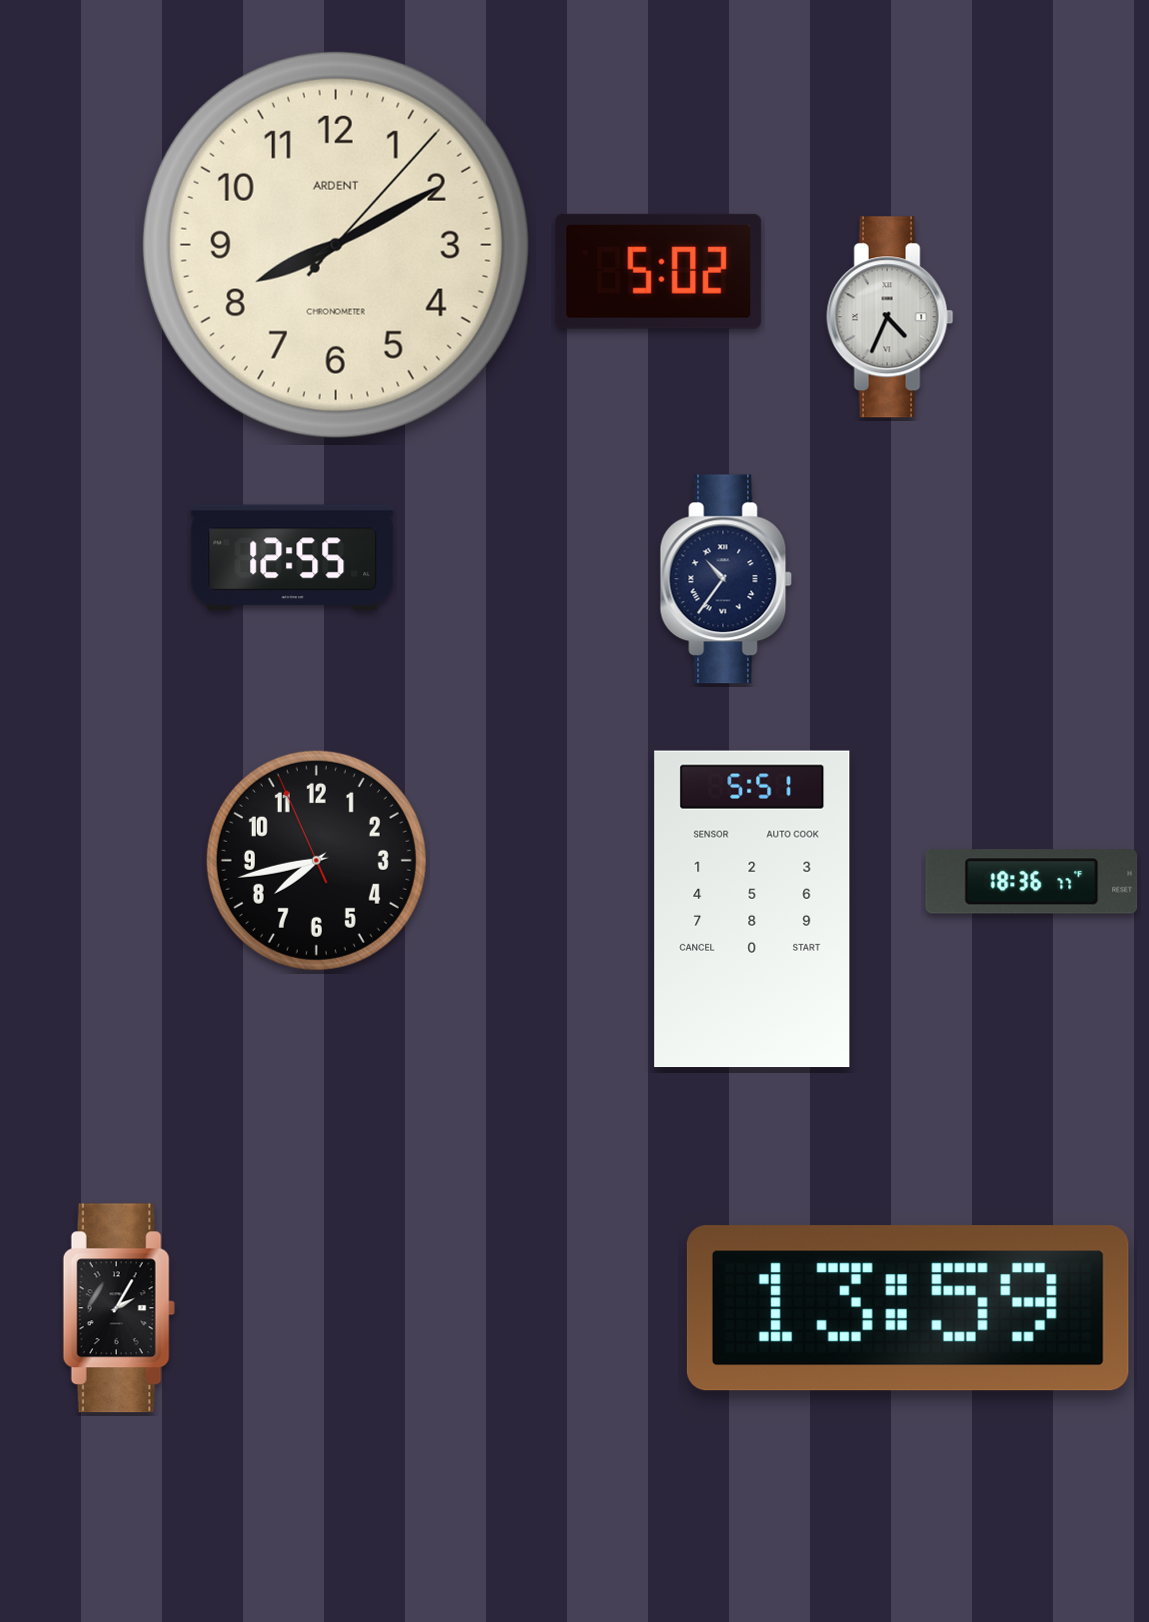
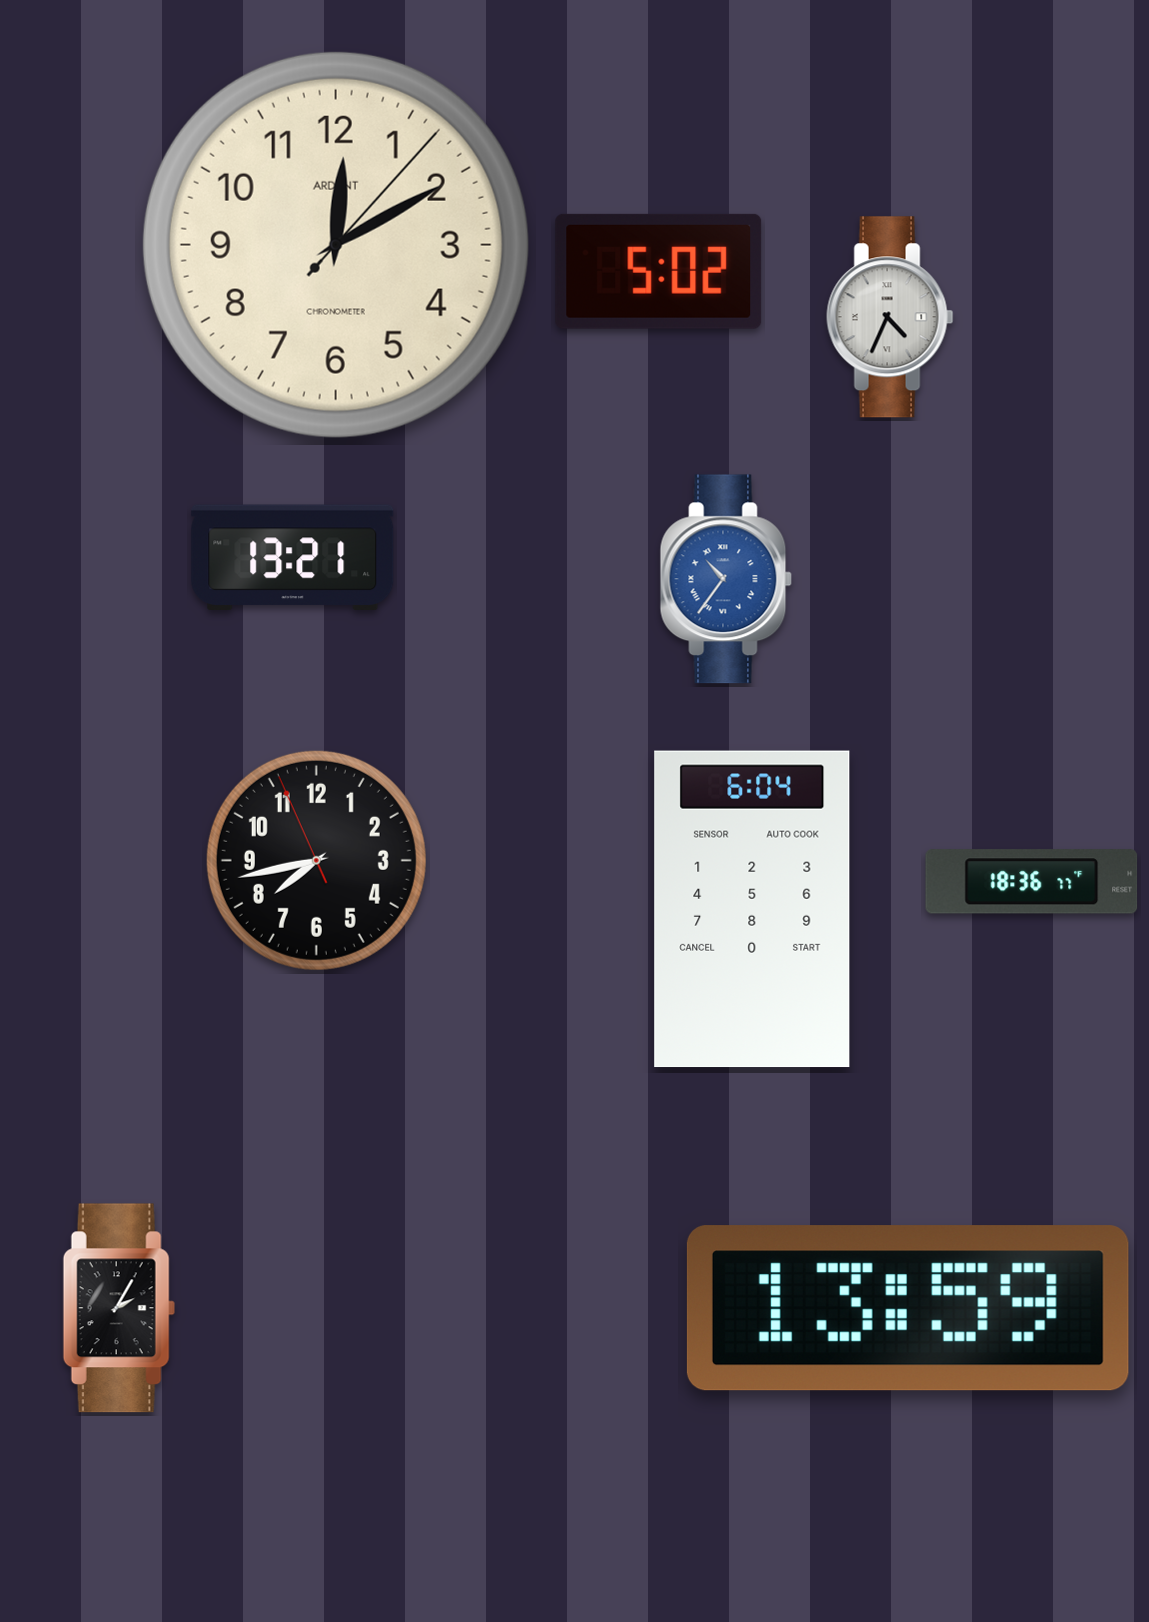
clock at (336, 245): 8:10 -> 12:10
clock at (293, 557): 12:55 -> 13:21
clock at (726, 579) dial: navy -> blue
clock at (752, 909): 5:51 -> 6:04
